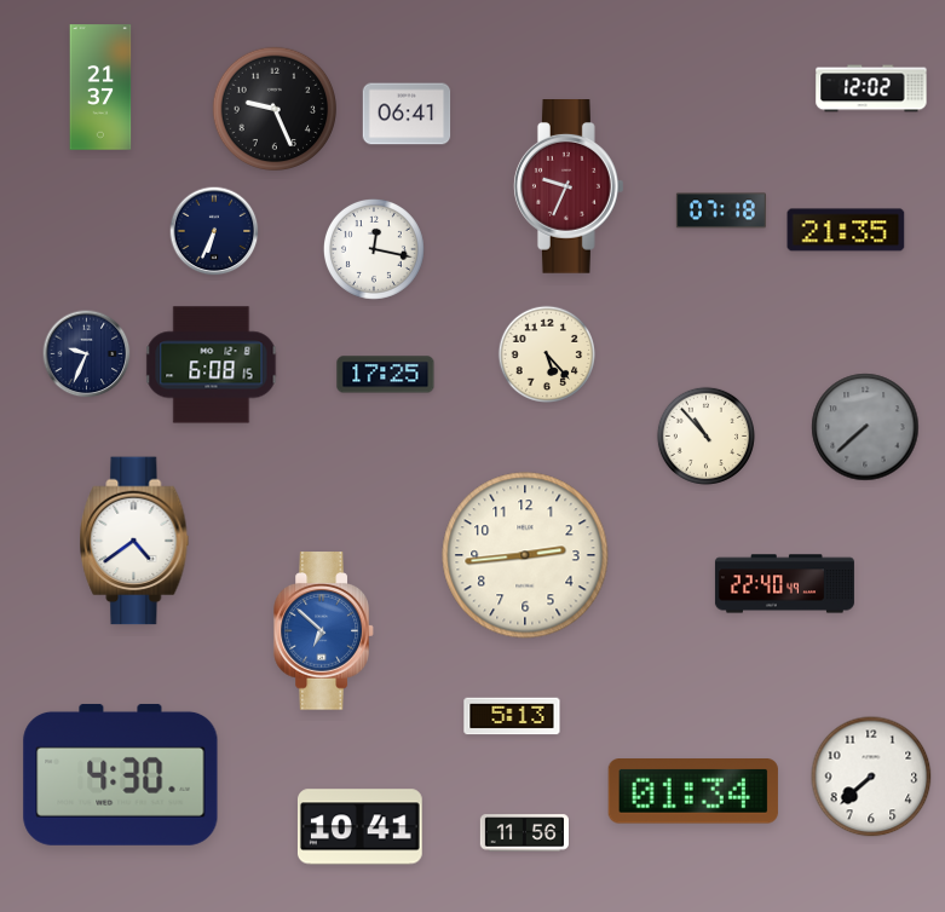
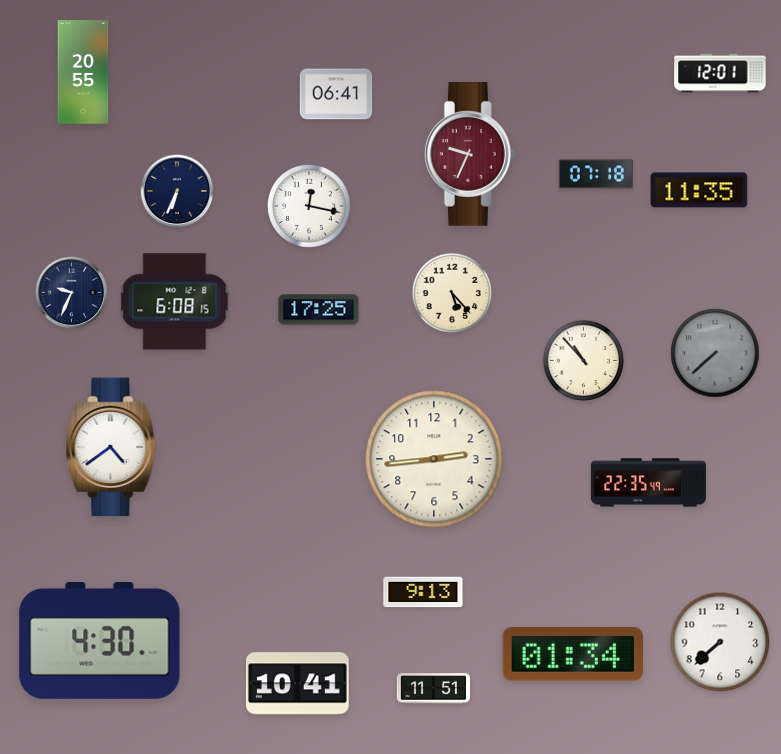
clock at (100, 87): 21:37 -> 20:55
clock at (871, 88): 12:02 -> 12:01
clock at (275, 109): 9:26 -> none
clock at (846, 230): 21:35 -> 11:35
clock at (784, 584): 22:40 -> 22:35
clock at (324, 631): 6:52 -> none
clock at (512, 716): 5:13 -> 9:13
clock at (524, 833): 11:56 -> 11:51
